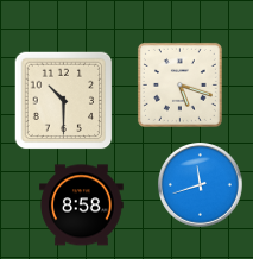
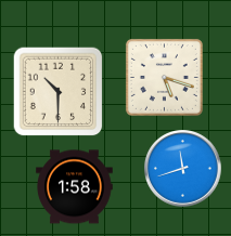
clock at (82, 206): 8:58 -> 1:58
